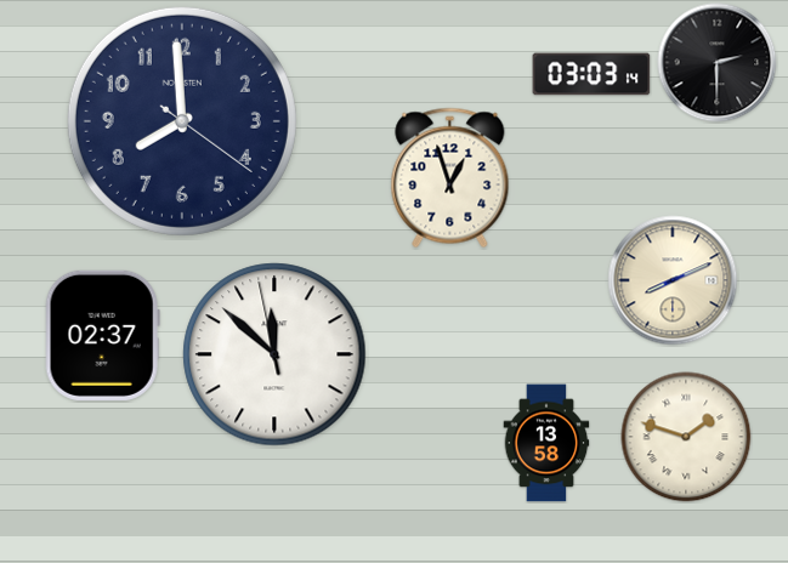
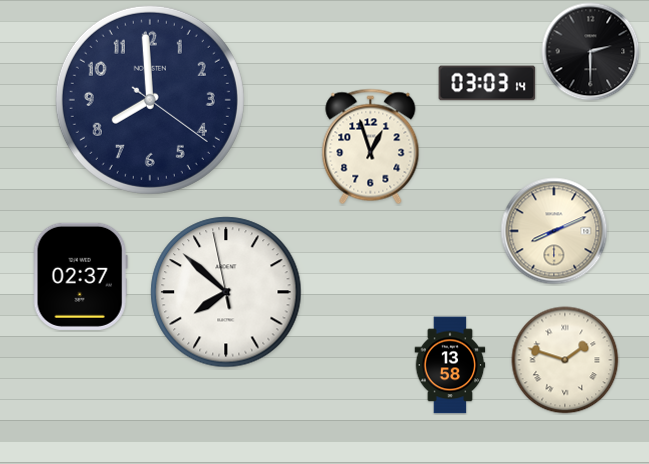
clock at (591, 74) position: (591, 74) -> (487, 83)
clock at (102, 335) position: (102, 335) -> (80, 276)
clock at (274, 354): 11:51 -> 7:51
